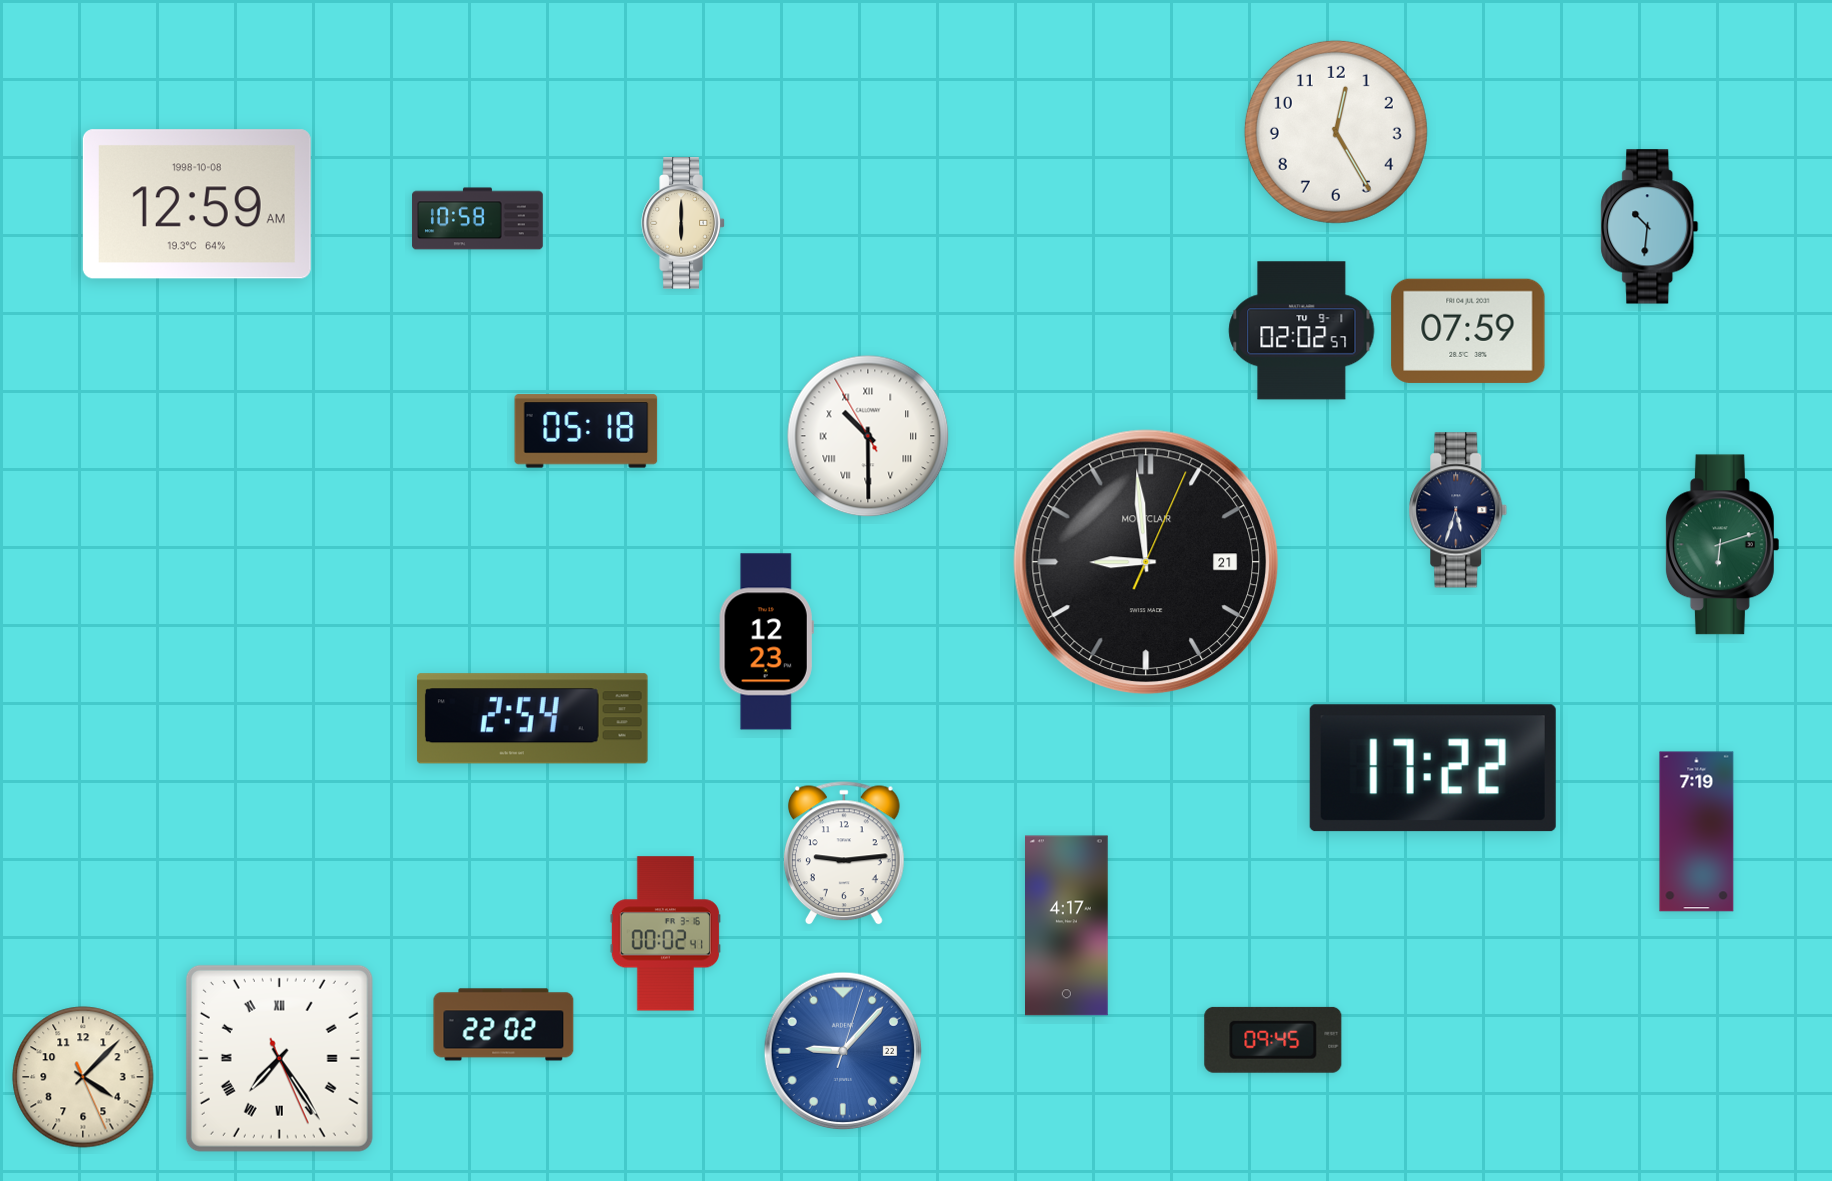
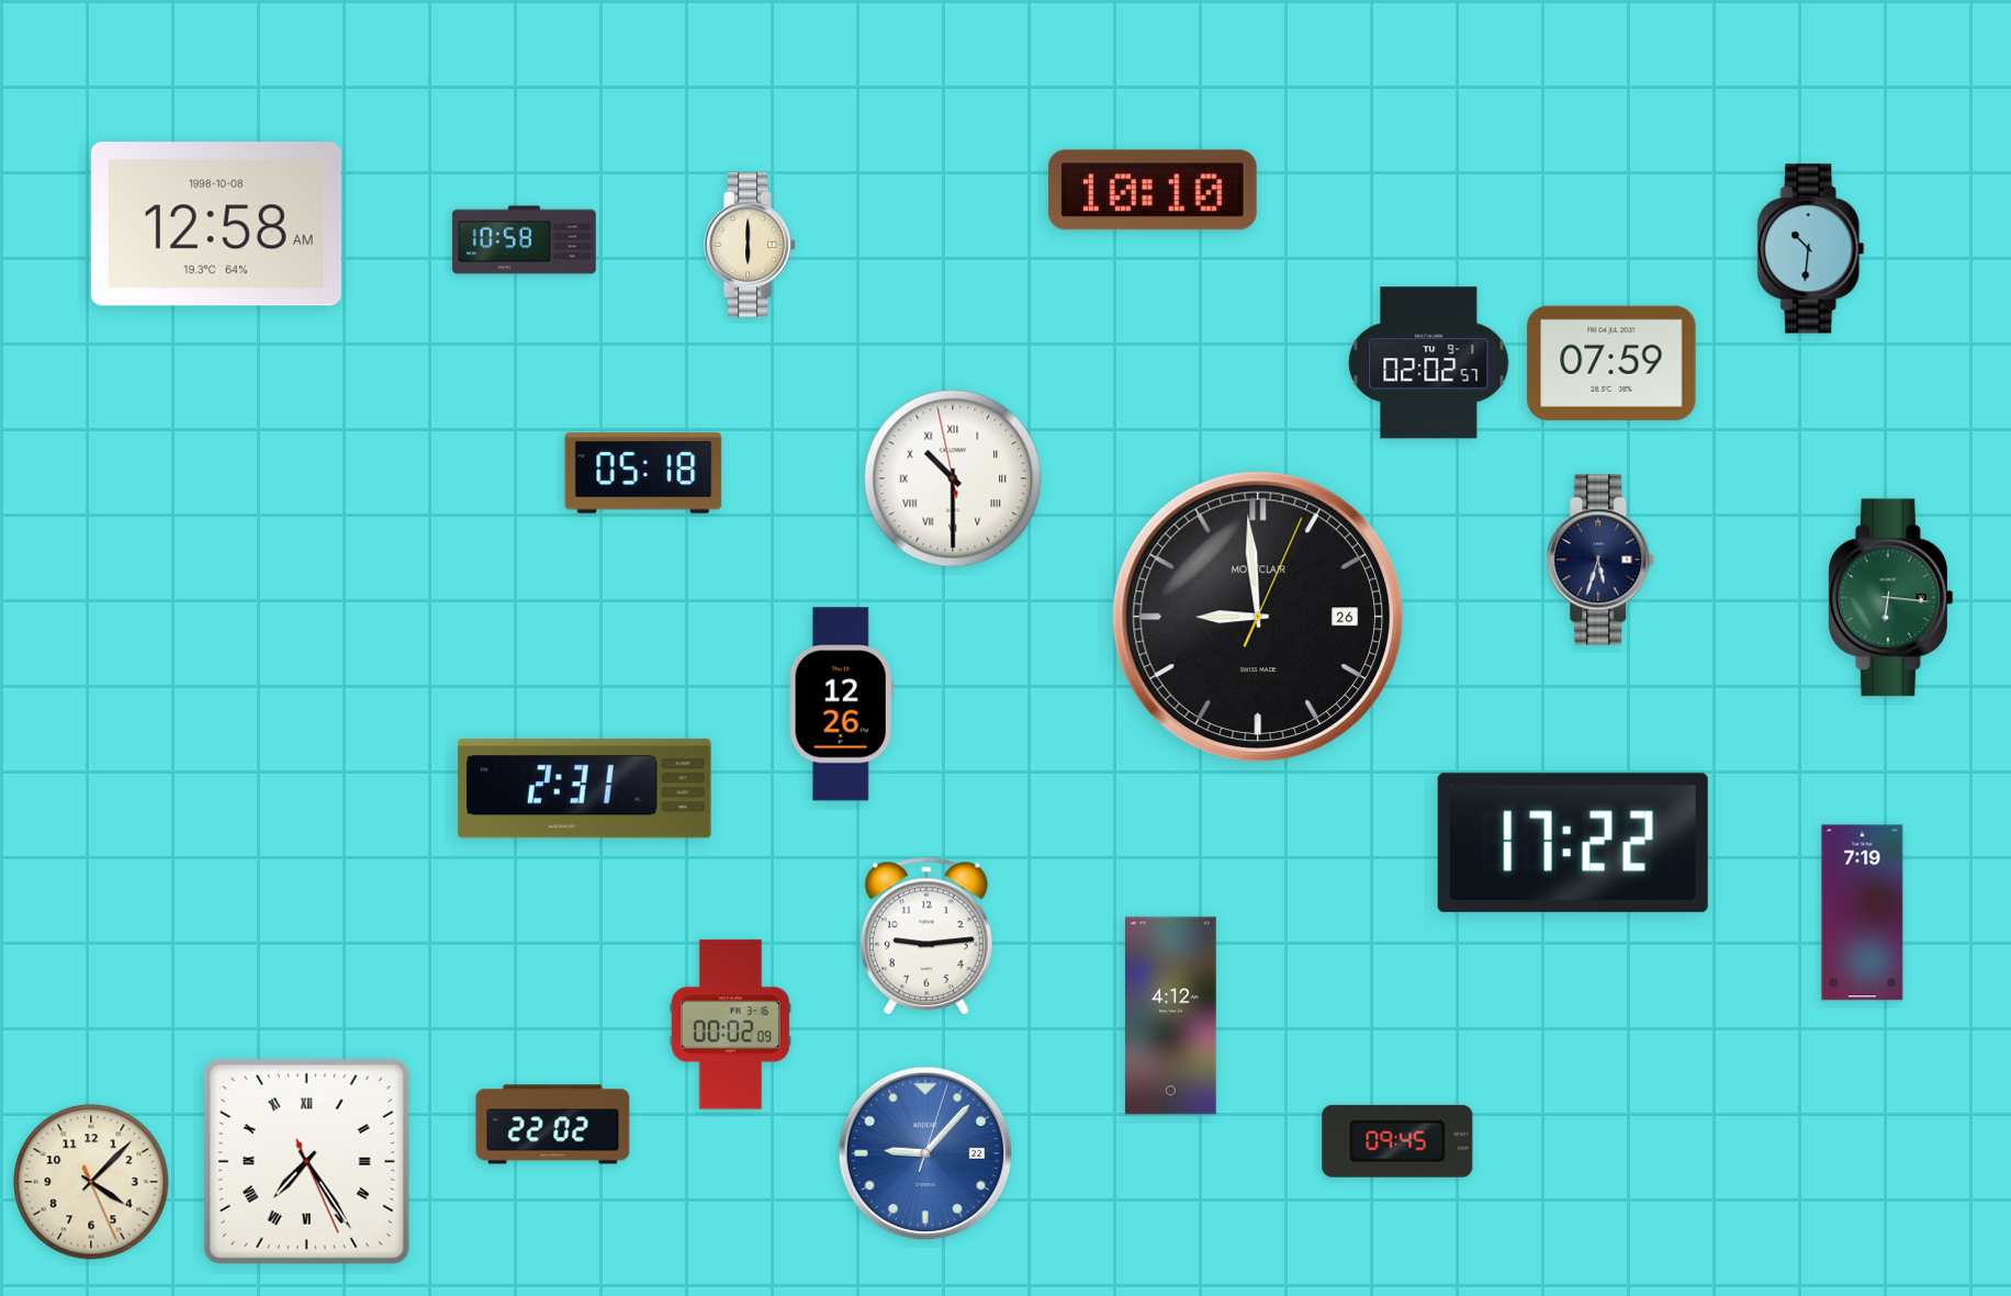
clock at (1336, 132): 12:25 -> none
clock at (1153, 190): none -> 10:10
clock at (197, 204): 12:59 -> 12:58
clock at (868, 436): 10:29:55 -> 10:29:58
clock at (1722, 545): 6:12 -> 6:16
clock at (1146, 562) date: 21 -> 26
clock at (766, 642): 12:23 -> 12:26
clock at (532, 719): 2:54 -> 2:31
clock at (1067, 926): 4:17 -> 4:12
clock at (665, 934): 00:02:41 -> 00:02:09
